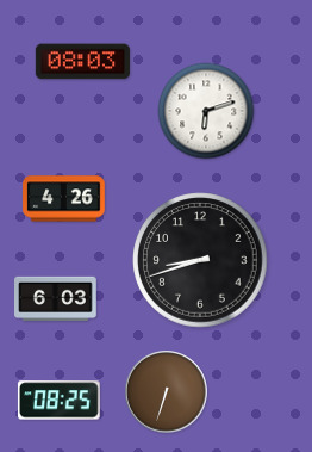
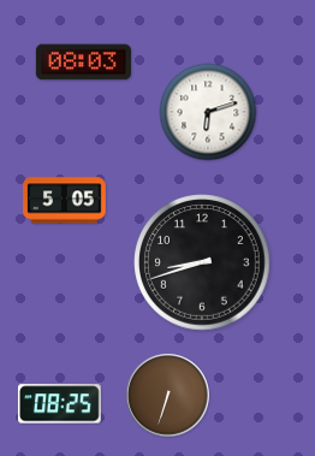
clock at (64, 199): 4:26 -> 5:05
clock at (56, 299): 6:03 -> none
